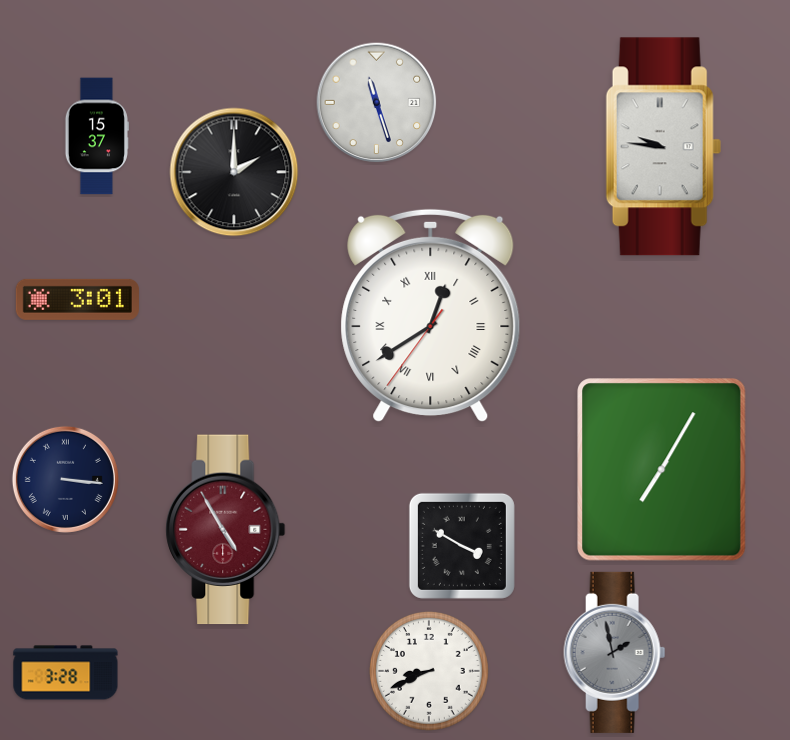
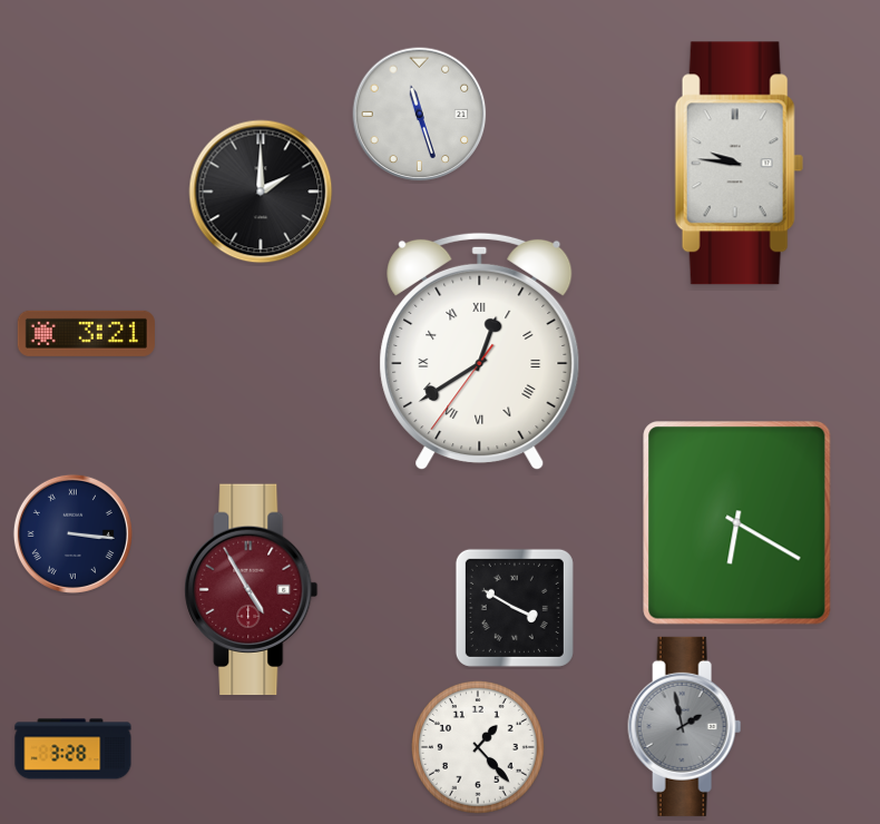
clock at (96, 136): 15:37 -> none
clock at (77, 299): 3:01 -> 3:21
clock at (662, 470): 7:05 -> 6:20
clock at (429, 671): 8:41 -> 1:23
